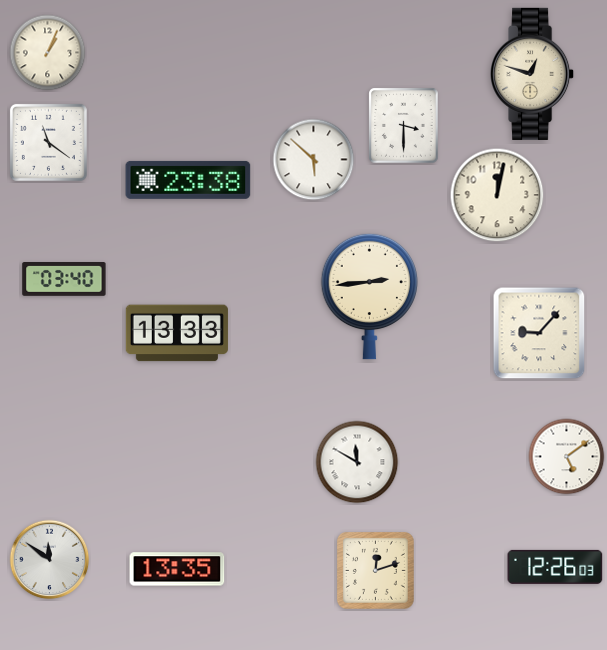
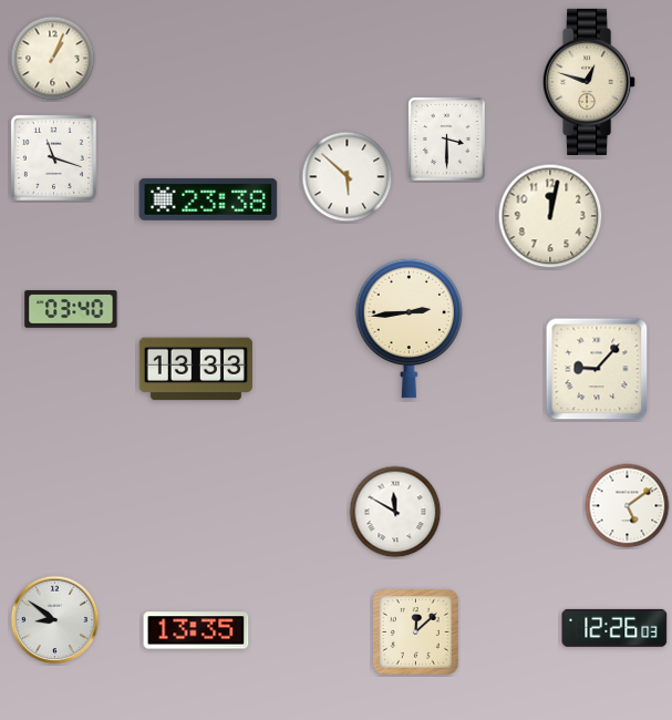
clock at (48, 142): 11:21 -> 11:18
clock at (50, 560): 11:51 -> 8:51
clock at (375, 570): 12:12 -> 12:08
